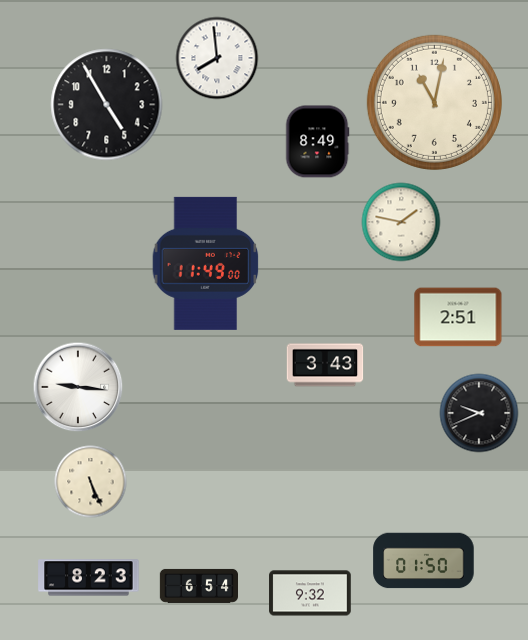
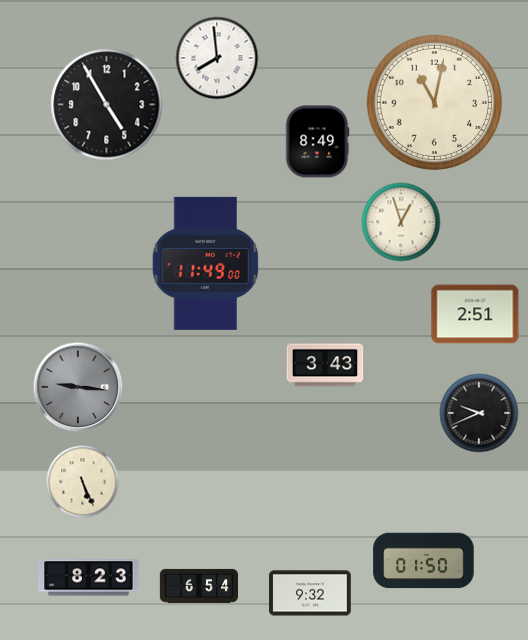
clock at (401, 222): 1:47 -> 12:57
clock at (458, 317) position: (458, 317) -> (475, 314)
clock at (78, 387) dial: white -> grey
clock at (91, 482) position: (91, 482) -> (83, 482)
